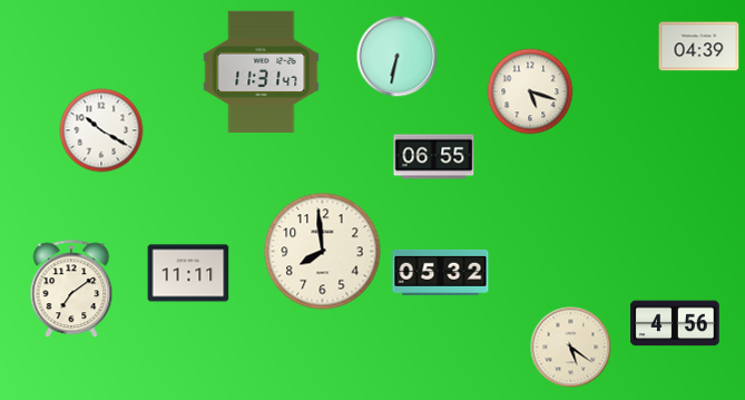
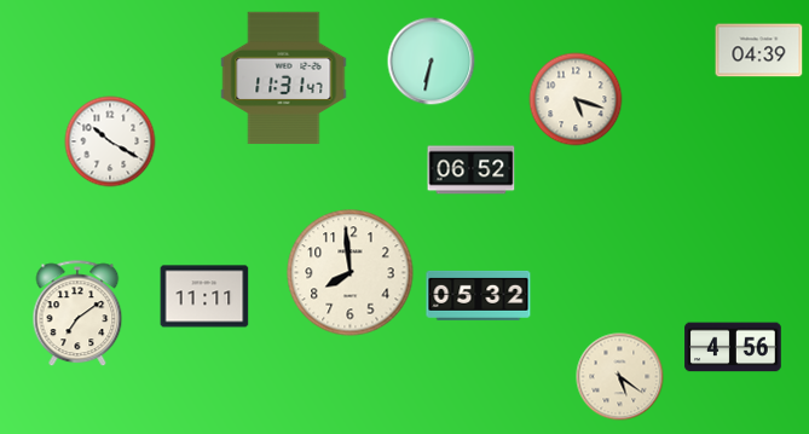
clock at (434, 157): 06:55 -> 06:52
clock at (675, 323) position: (675, 323) -> (733, 347)
